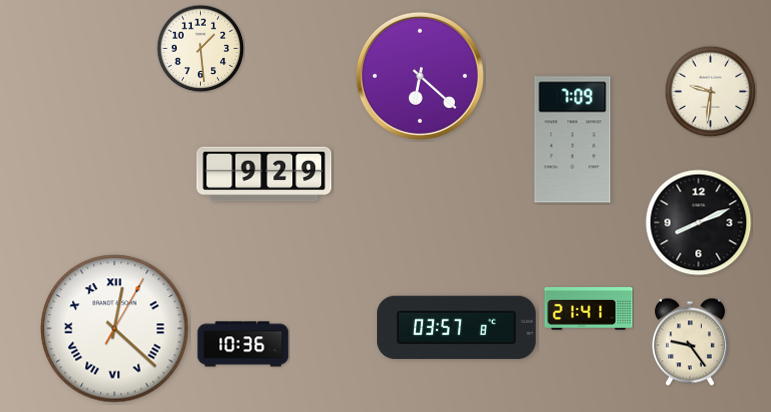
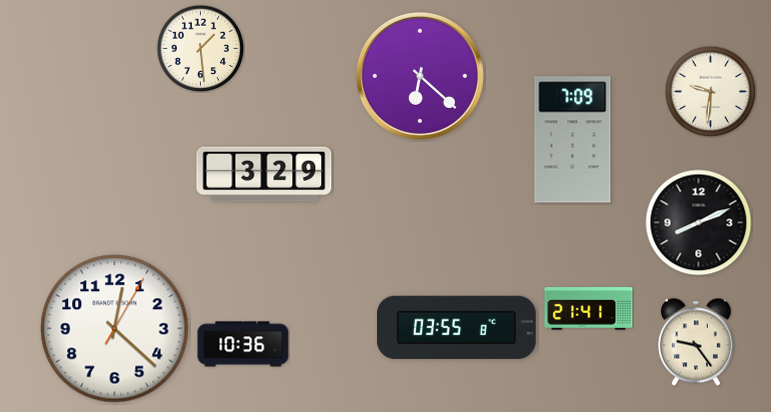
clock at (264, 174): 9:29 -> 3:29
clock at (456, 327): 03:57 -> 03:55
clock at (115, 329) numerals: Roman -> Arabic
clock at (690, 342) position: (690, 342) -> (696, 342)
